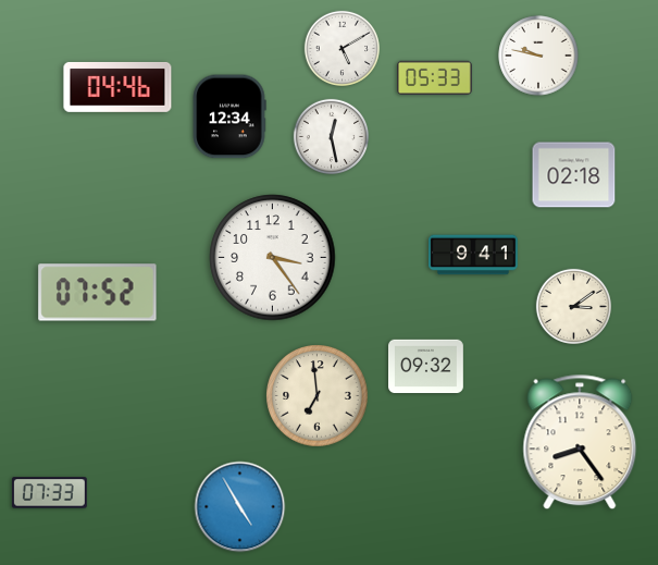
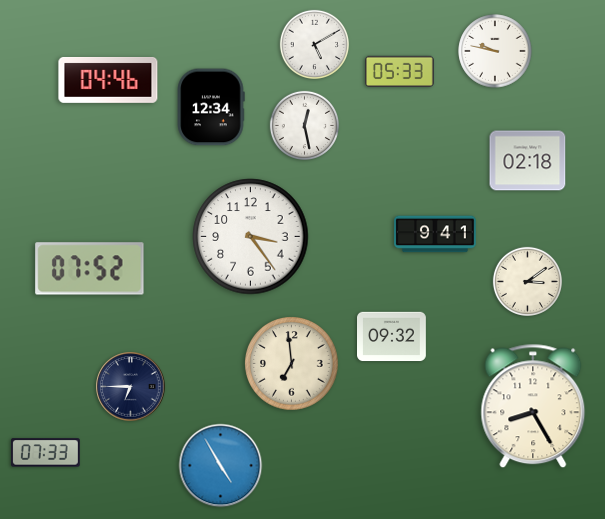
clock at (131, 387): none -> 6:45
clock at (580, 442): 8:24 -> 8:25
